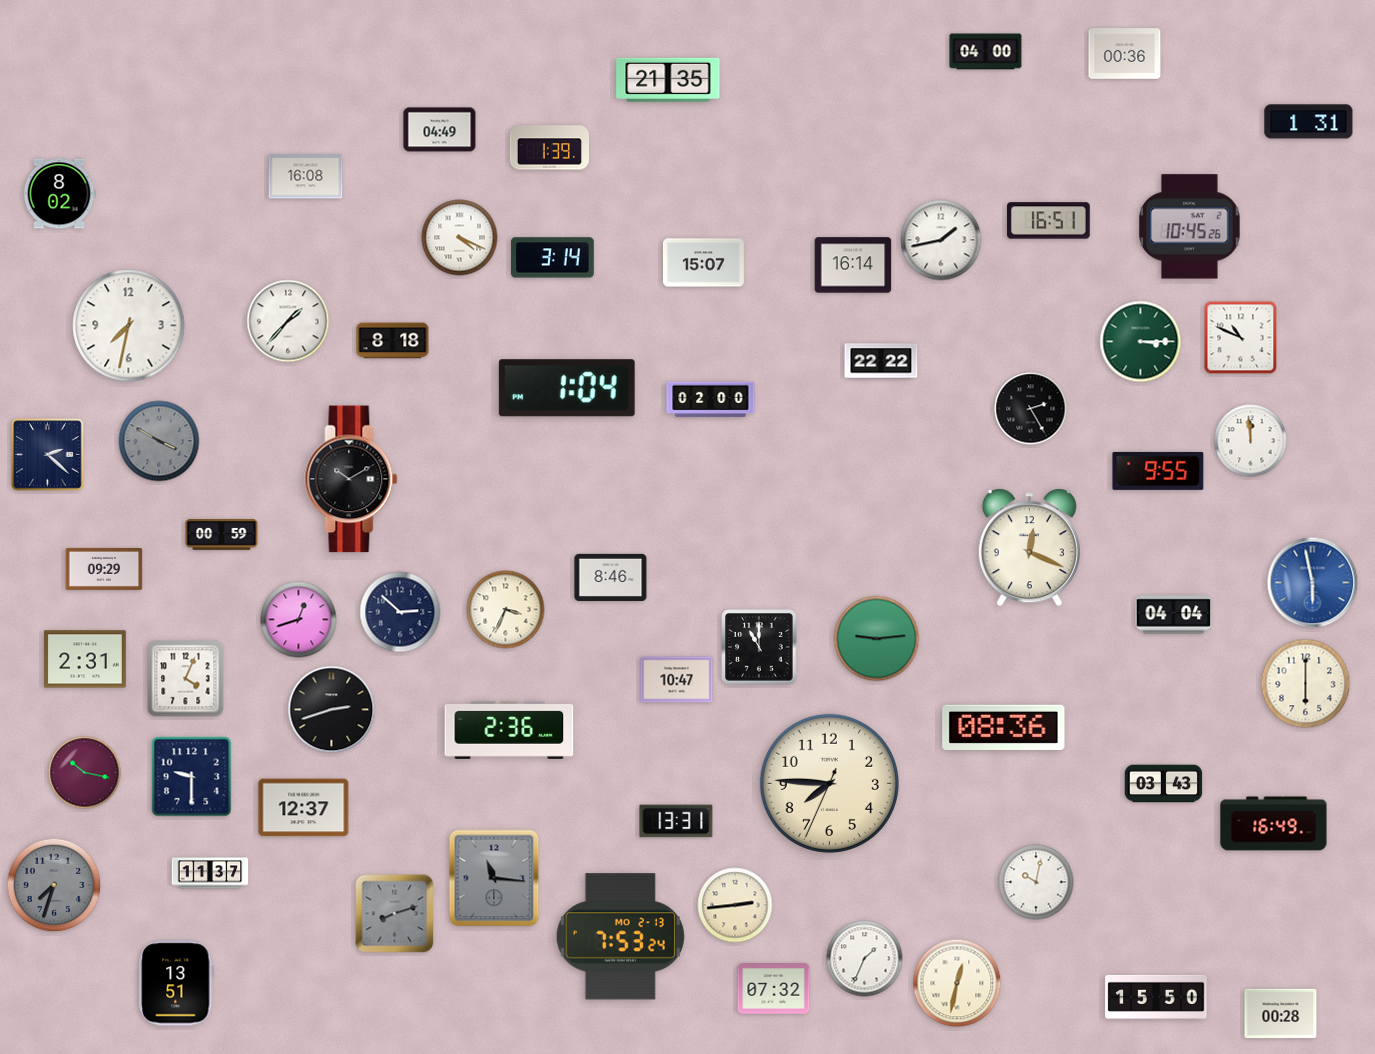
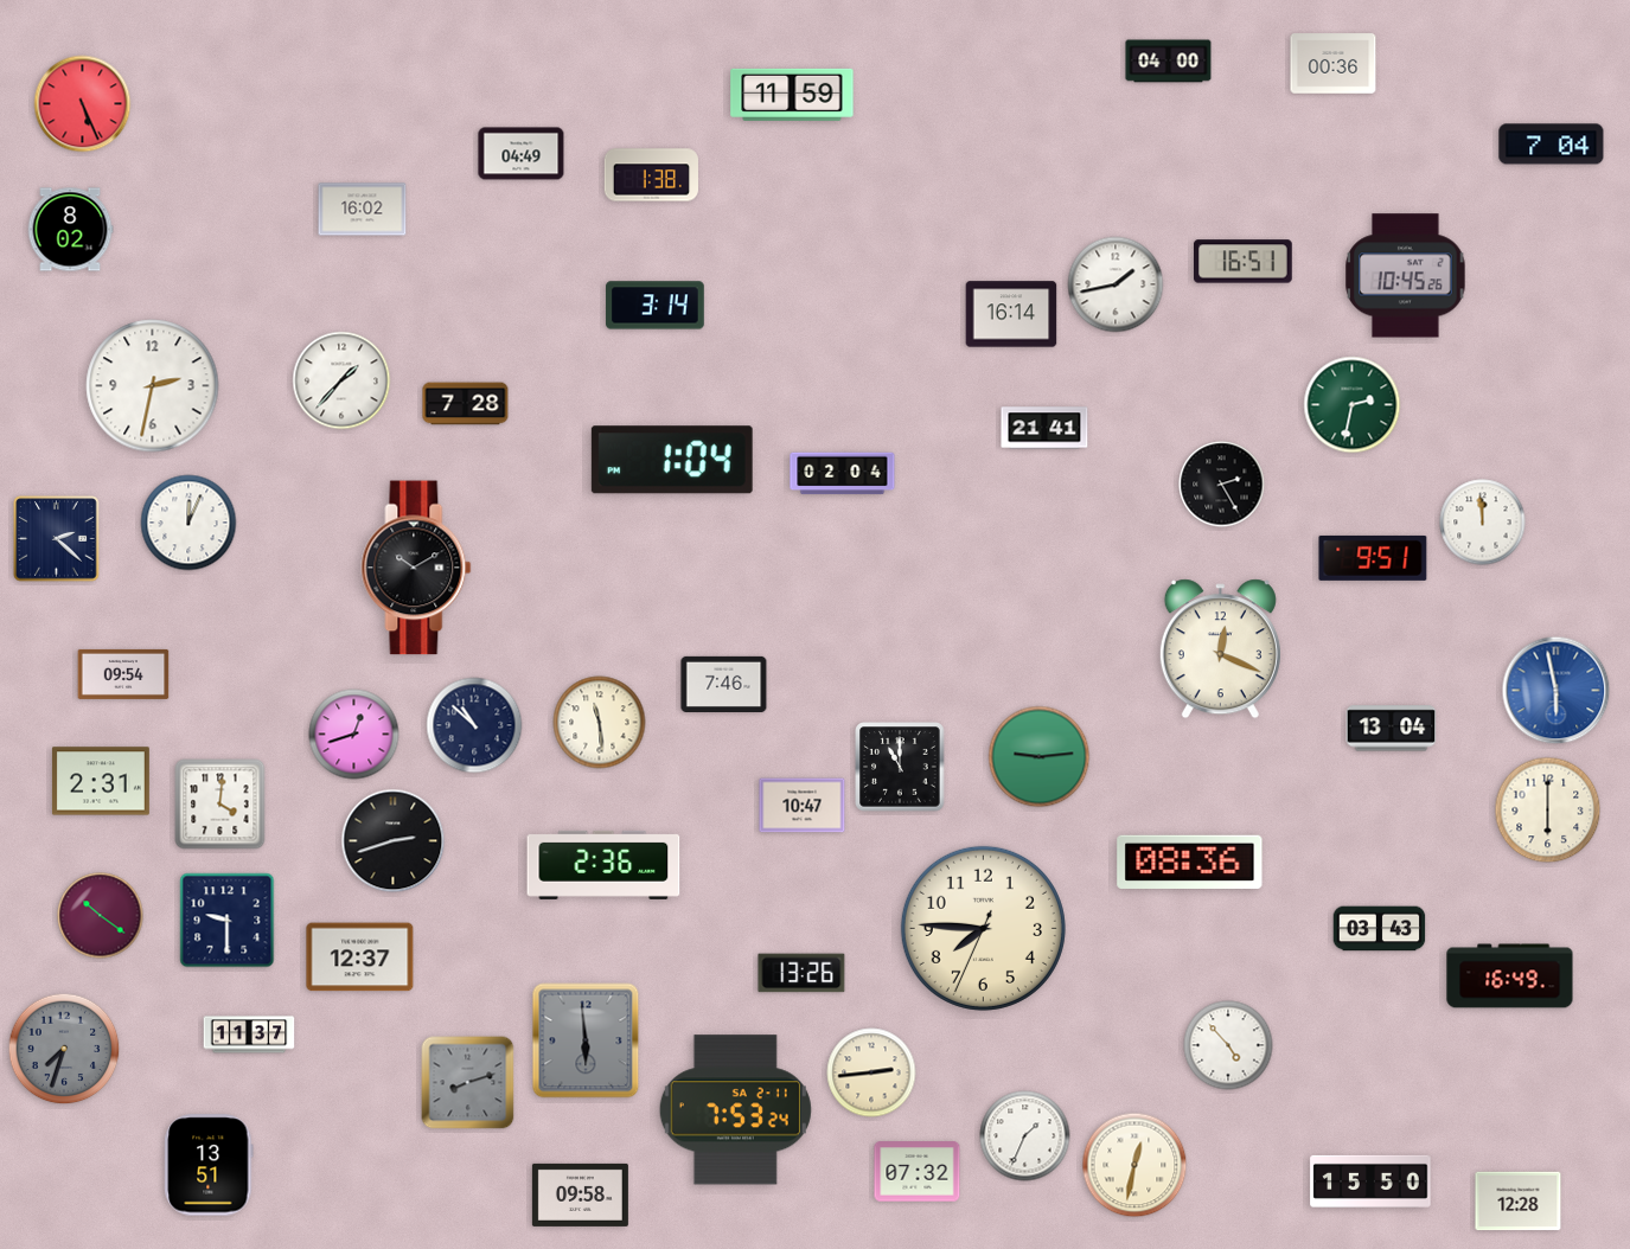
clock at (668, 80): 21:35 -> 11:59
clock at (83, 104): none -> 5:26
clock at (1309, 122): 1:31 -> 7:04
clock at (549, 148): 1:39 -> 1:38
clock at (306, 177): 16:08 -> 16:02
clock at (1190, 227) position: (1190, 227) -> (1406, 276)
clock at (460, 238): 4:19 -> none
clock at (703, 263): 15:07 -> none
clock at (129, 326): 7:32 -> 2:32
clock at (1241, 338): 10:49 -> none
clock at (393, 341): 8:18 -> 7:28
clock at (1141, 342): 3:15 -> 2:32
clock at (881, 361): 22:22 -> 21:41
clock at (711, 400): 02:00 -> 02:04
clock at (159, 441): 3:50 -> 12:04
clock at (159, 441) dial: grey -> white
clock at (1158, 471): 9:55 -> 9:51
clock at (222, 535): 00:59 -> none
clock at (104, 569): 09:29 -> 09:54
clock at (611, 577): 8:46 -> 7:46
clock at (506, 610): 3:34 -> 11:29
clock at (400, 612): 2:52 -> 10:52
clock at (1174, 615): 04:04 -> 13:04
clock at (186, 679): 4:04 -> 4:01
clock at (85, 773): 10:17 -> 10:21
clock at (676, 821): 13:31 -> 13:26
clock at (494, 878): 11:16 -> 5:59
clock at (1036, 882): 10:02 -> 4:53
clock at (620, 937) date: MO 2-13 -> SA 2-11
clock at (580, 1194): none -> 09:58
clock at (1281, 1014): 00:28 -> 12:28
